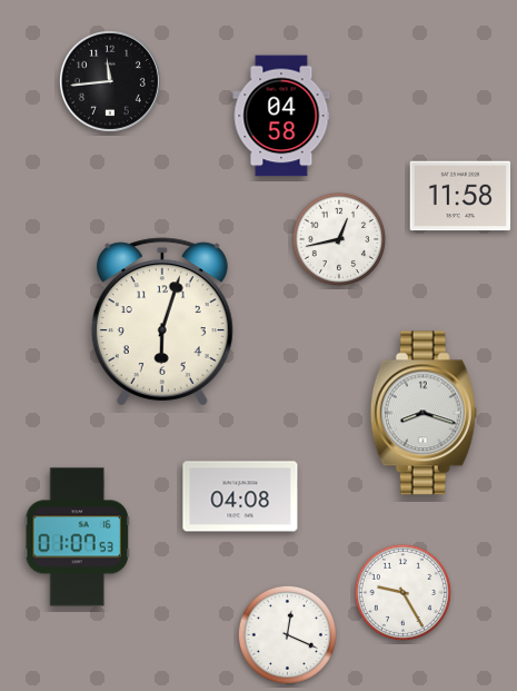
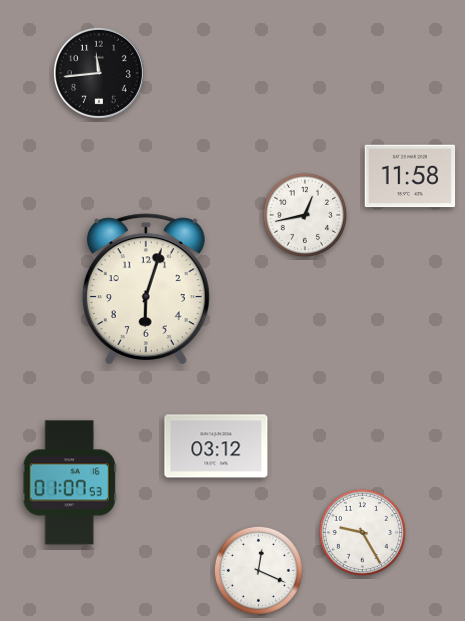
clock at (281, 116): 04:58 -> none
clock at (460, 196) position: (460, 196) -> (410, 176)
clock at (424, 413): 8:18 -> none
clock at (240, 496): 04:08 -> 03:12
